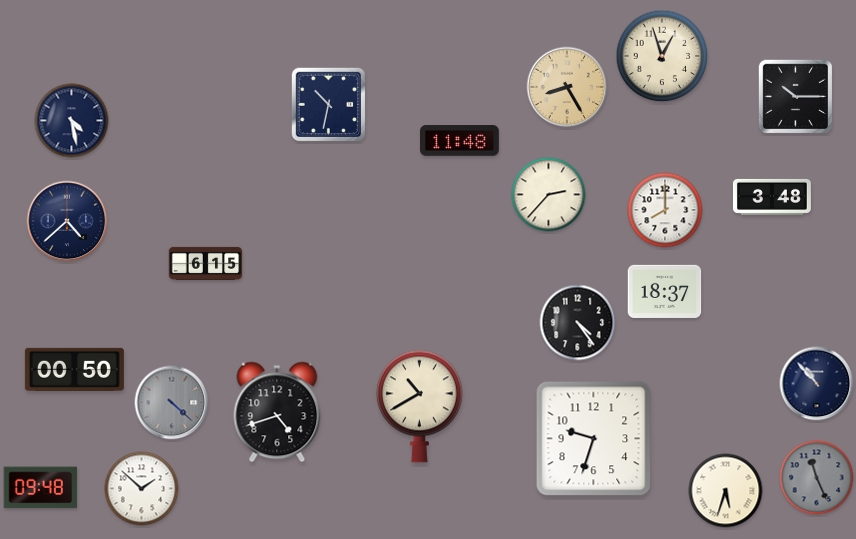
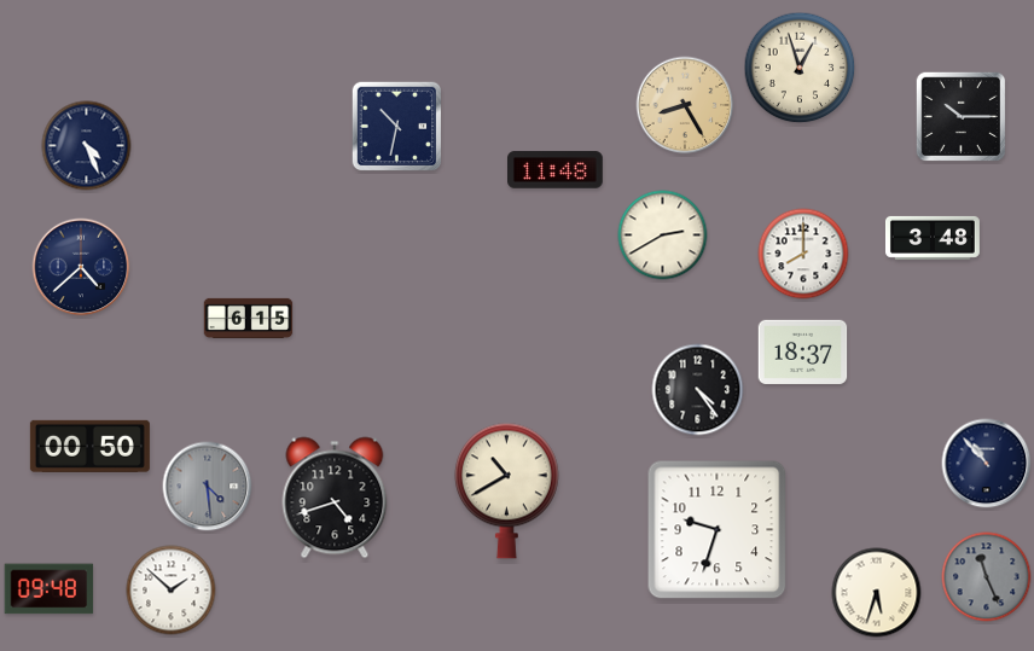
clock at (72, 121): 4:28 -> 4:26
clock at (549, 195): 2:37 -> 2:40
clock at (172, 403): 4:22 -> 4:29
